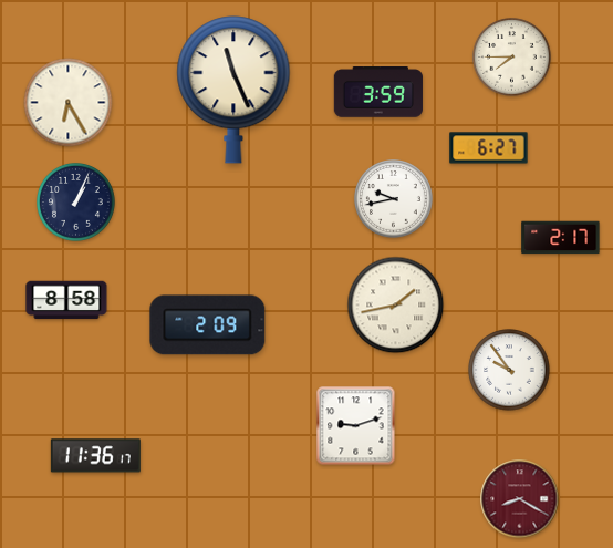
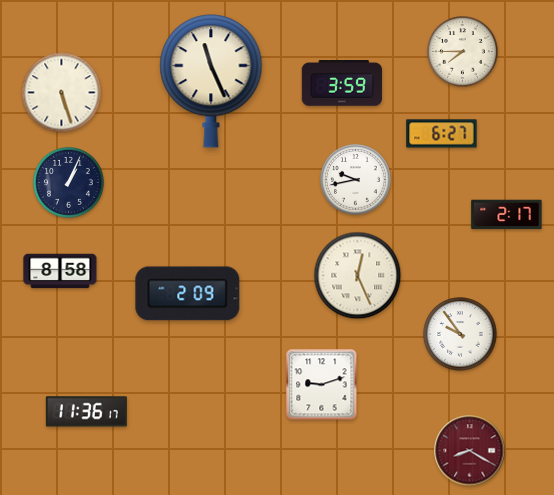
clock at (69, 103): 6:25 -> 5:27
clock at (396, 306): 1:43 -> 12:26
